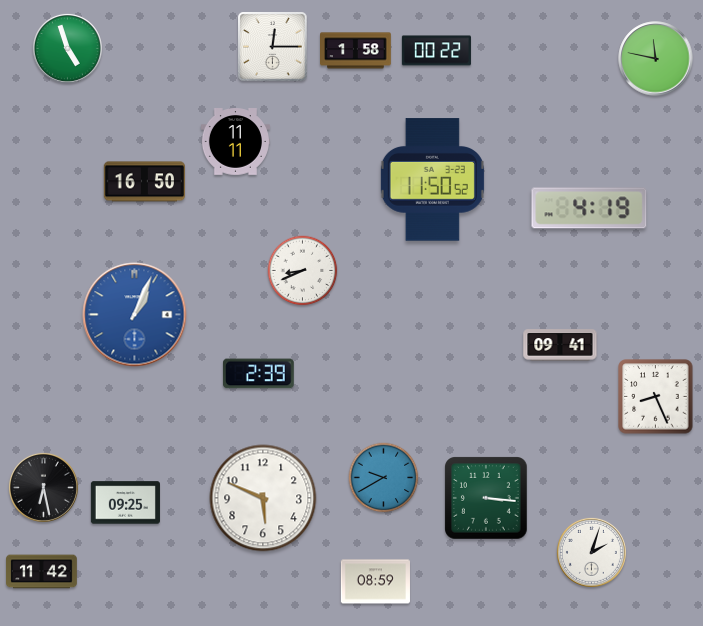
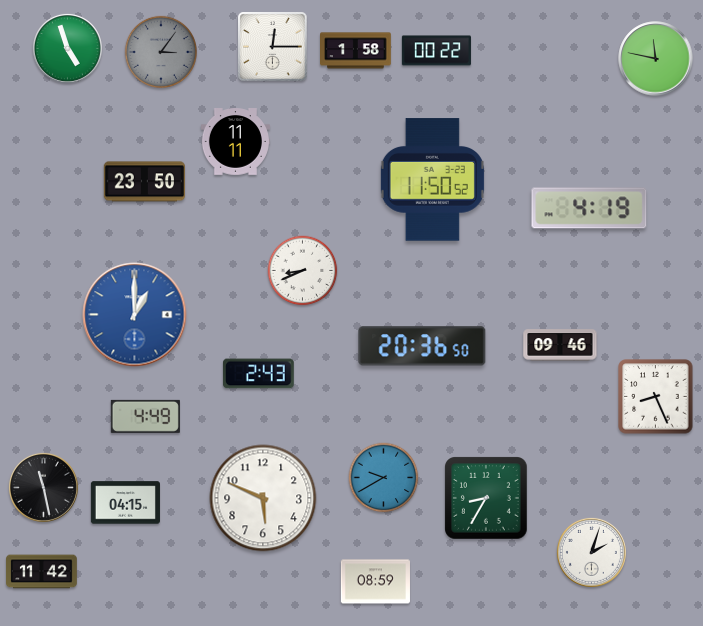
clock at (160, 51): none -> 3:06
clock at (144, 182): 16:50 -> 23:50
clock at (135, 315): 1:04 -> 1:00
clock at (560, 345): 09:41 -> 09:46
clock at (422, 346): none -> 20:36
clock at (258, 374): 2:39 -> 2:43
clock at (145, 416): none -> 4:49
clock at (43, 487): 6:28 -> 11:28
clock at (487, 499): 3:16 -> 8:35
clock at (125, 503): 09:25 -> 04:15
